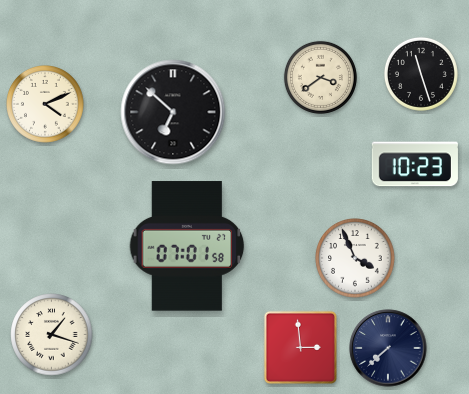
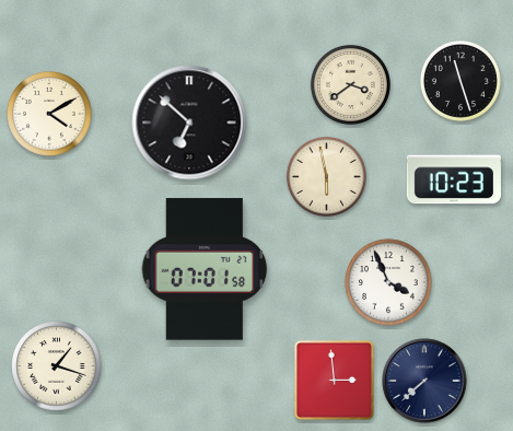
clock at (46, 105): 4:11 -> 4:10
clock at (326, 176): none -> 5:58
clock at (300, 347) position: (300, 347) -> (334, 380)
